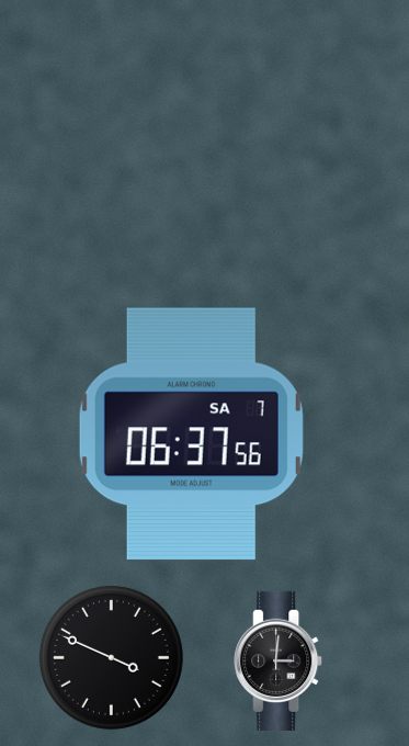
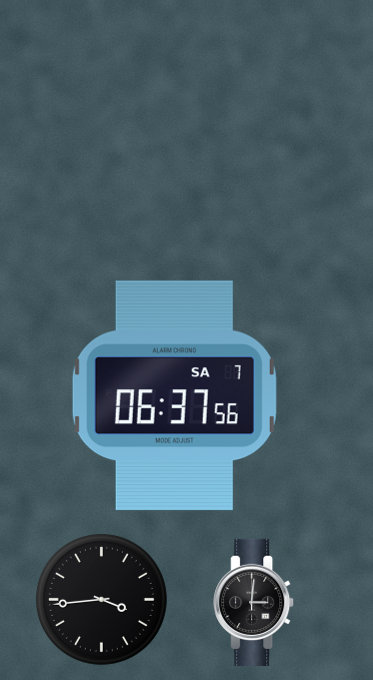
clock at (111, 657): 3:49 -> 3:44
